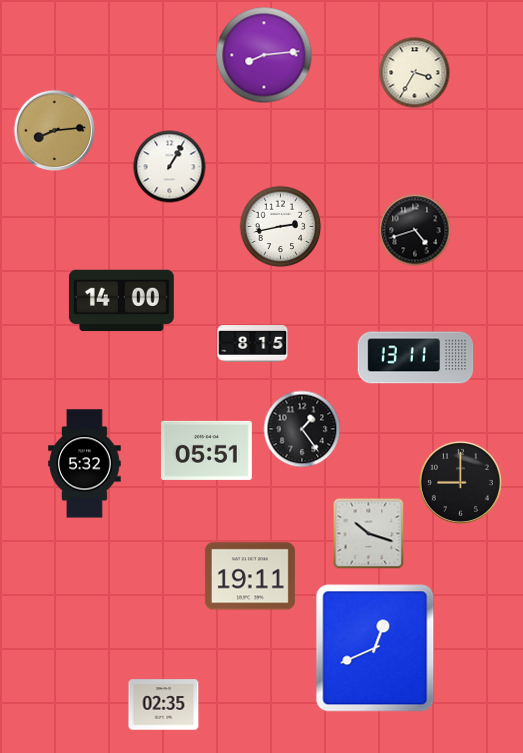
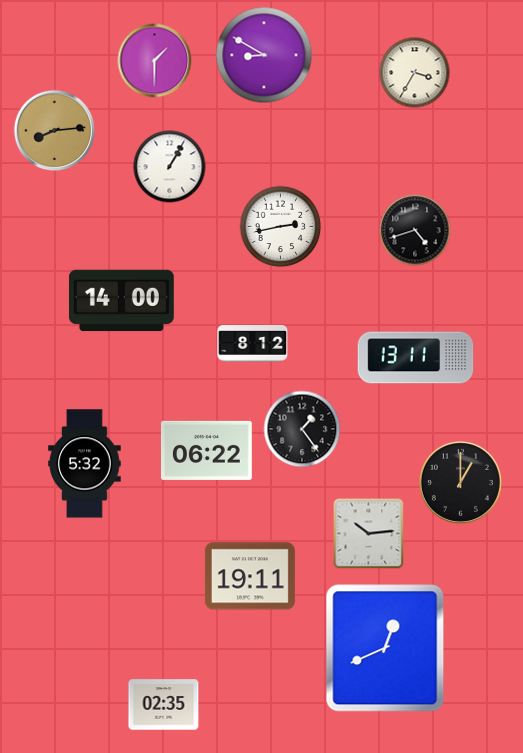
clock at (264, 55): 8:14 -> 8:50
clock at (155, 61): none -> 1:30
clock at (253, 344): 8:15 -> 8:12
clock at (206, 450): 05:51 -> 06:22
clock at (460, 482): 9:00 -> 1:00
clock at (369, 534): 10:18 -> 10:14
clock at (375, 648) position: (375, 648) -> (385, 648)
